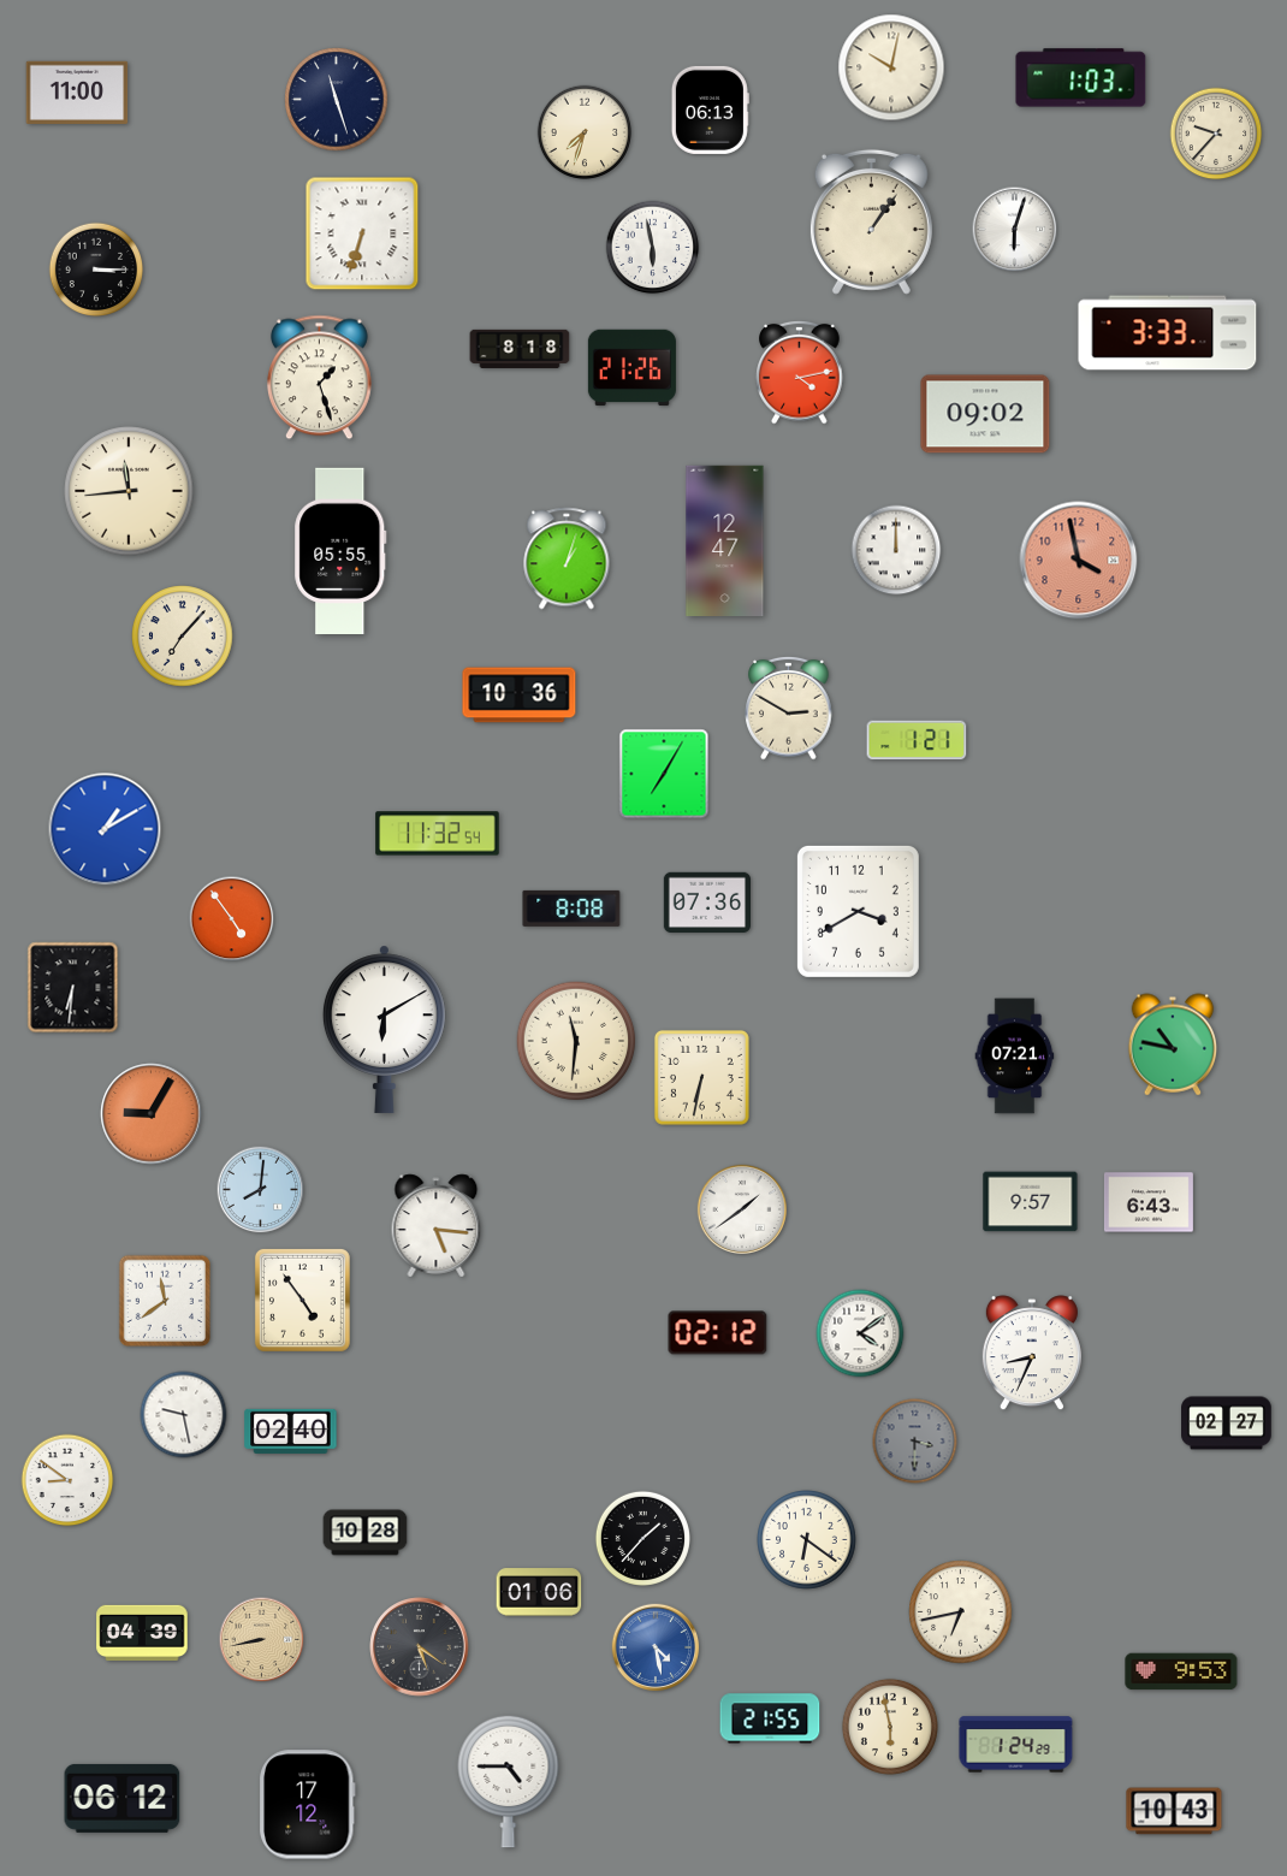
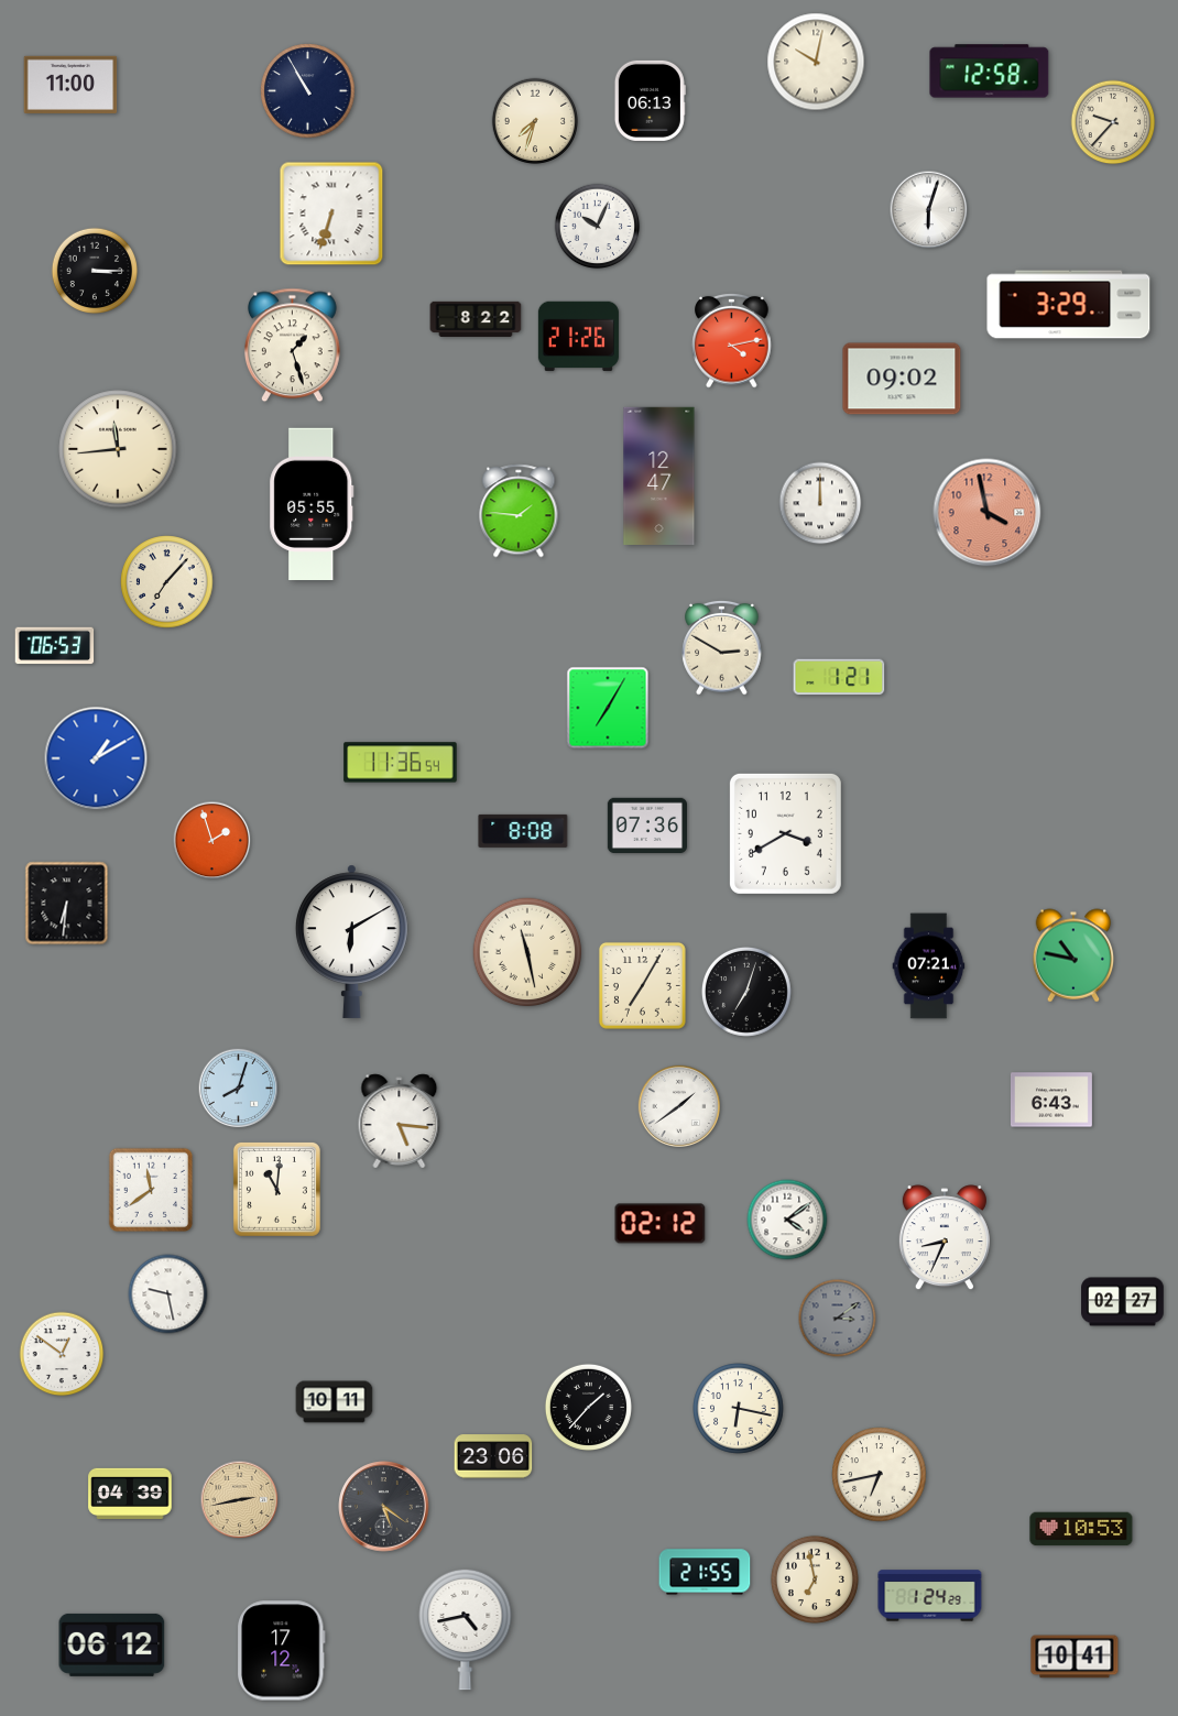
clock at (1081, 78): 1:03 -> 12:58
clock at (337, 100): 11:27 -> 10:55
clock at (871, 221): 1:06 -> none
clock at (653, 248): 5:58 -> 10:04
clock at (96, 270) position: (96, 270) -> (95, 271)
clock at (1168, 333): 3:33 -> 3:29
clock at (520, 348): 8:18 -> 8:22
clock at (725, 540) position: (725, 540) -> (659, 476)
clock at (567, 558): 1:03 -> 1:46
clock at (520, 696): 10:36 -> none
clock at (55, 646): none -> 06:53
clock at (438, 834): 11:32 -> 11:36
clock at (232, 919): 4:54 -> 1:57
clock at (576, 1041): 11:31 -> 11:28
clock at (701, 1077): 6:32 -> 7:05
clock at (746, 992): none -> 7:03
clock at (152, 1114): 9:05 -> none
clock at (261, 1190): 8:01 -> 8:03
clock at (1031, 1202): 9:57 -> none
clock at (302, 1300): 4:54 -> 11:01
clock at (718, 1333) position: (718, 1333) -> (661, 1224)
clock at (291, 1431): 02:40 -> none
clock at (915, 1442): 3:30 -> 3:09
clock at (67, 1480): 8:51 -> 12:51
clock at (366, 1533): 10:28 -> 10:11
clock at (807, 1540): 6:21 -> 6:17
clock at (539, 1592): 01:06 -> 23:06
clock at (262, 1640): 8:43 -> 2:43
clock at (656, 1647): 4:28 -> none
clock at (1181, 1671): 9:53 -> 10:53
clock at (890, 1727): 5:58 -> 6:58
clock at (509, 1781): 4:45 -> 4:43
clock at (1174, 1811): 10:43 -> 10:41
